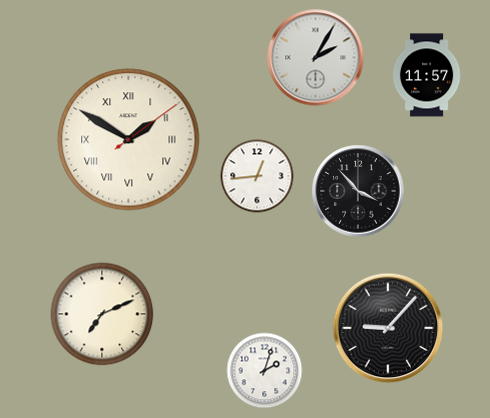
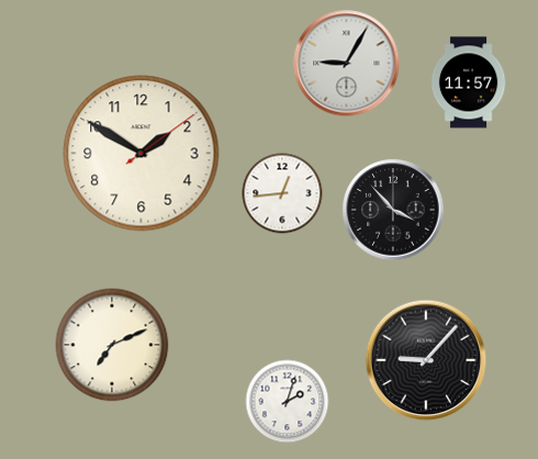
clock at (316, 58): 2:05 -> 9:05
clock at (129, 140) numerals: Roman -> Arabic
clock at (265, 371) position: (265, 371) -> (288, 402)
